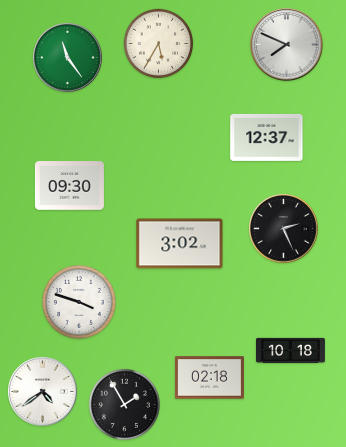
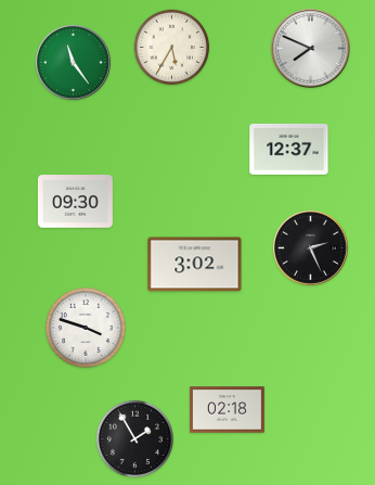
clock at (284, 229) position: (284, 229) -> (311, 248)
clock at (290, 351): 10:18 -> none
clock at (43, 392): 4:39 -> none
